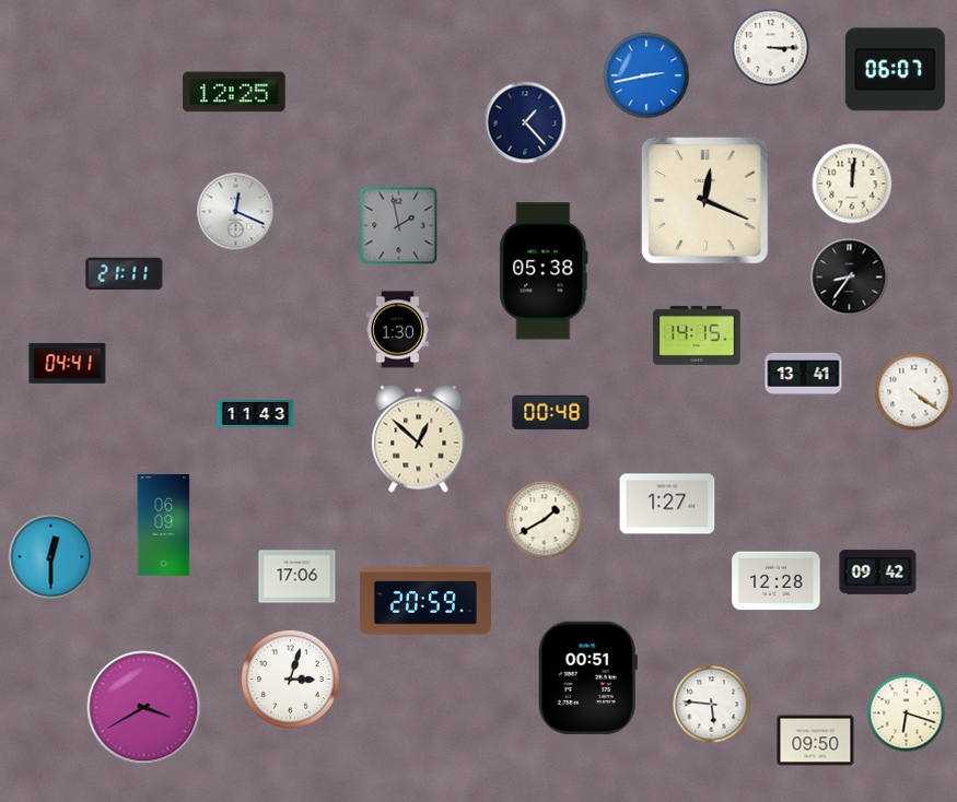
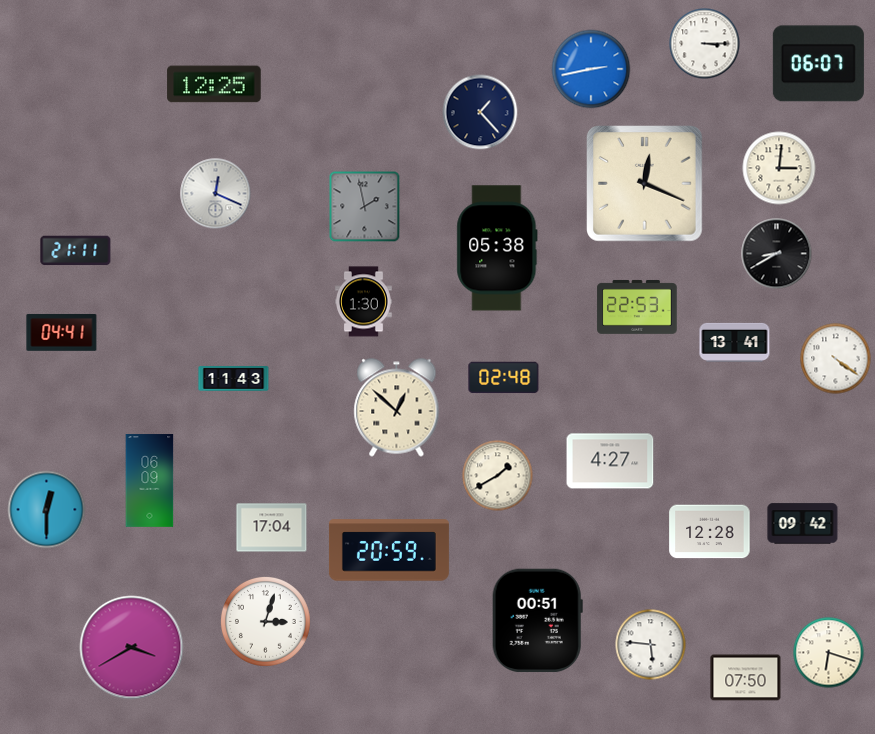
clock at (852, 184): 12:01 -> 3:01
clock at (125, 274) position: (125, 274) -> (76, 251)
clock at (850, 278): 8:36 -> 8:40
clock at (697, 335): 14:15 -> 22:53
clock at (551, 413): 00:48 -> 02:48
clock at (419, 439) position: (419, 439) -> (397, 408)
clock at (667, 504): 1:27 -> 4:27
clock at (297, 577): 17:06 -> 17:04
clock at (816, 741): 09:50 -> 07:50
